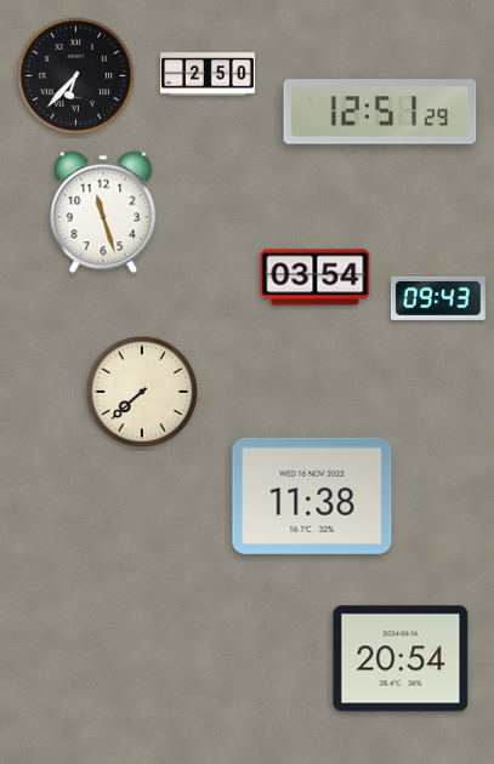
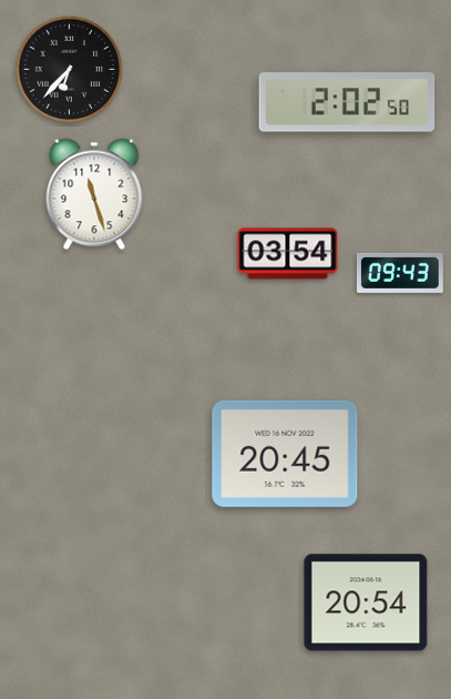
clock at (209, 74): 2:50 -> none
clock at (380, 112): 12:51 -> 2:02
clock at (142, 392): 7:38 -> none
clock at (312, 496): 11:38 -> 20:45
